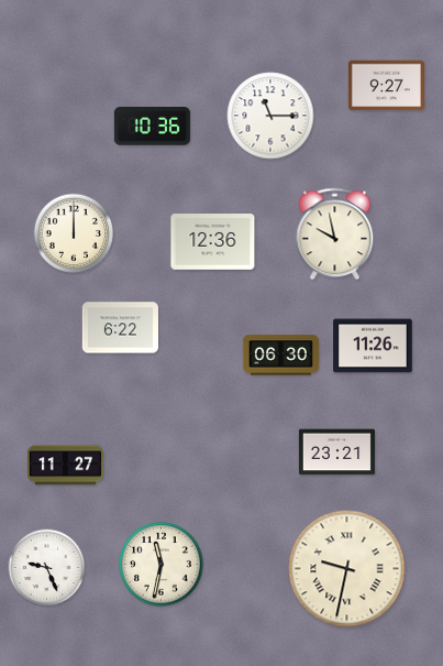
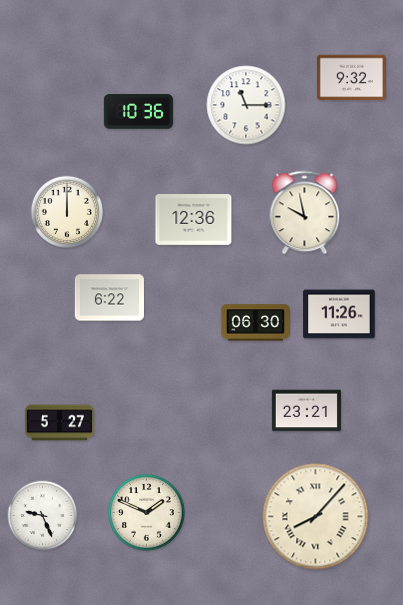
clock at (386, 86): 9:27 -> 9:32
clock at (152, 127) position: (152, 127) -> (138, 112)
clock at (65, 466): 11:27 -> 5:27
clock at (162, 565): 11:32 -> 1:49
clock at (347, 569): 9:32 -> 8:07
